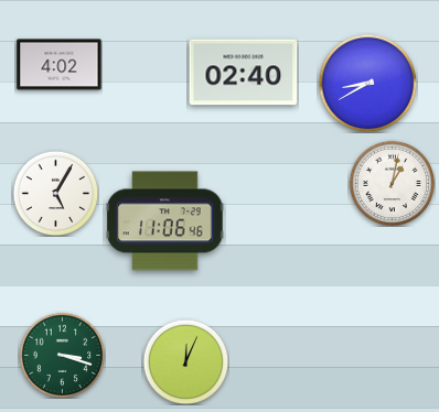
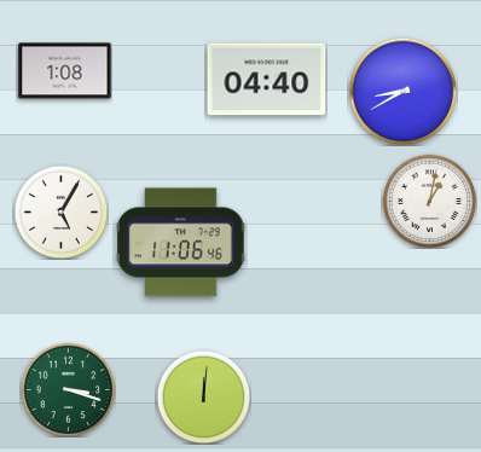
clock at (60, 65): 4:02 -> 1:08
clock at (244, 73): 02:40 -> 04:40
clock at (185, 361): 12:04 -> 12:01
